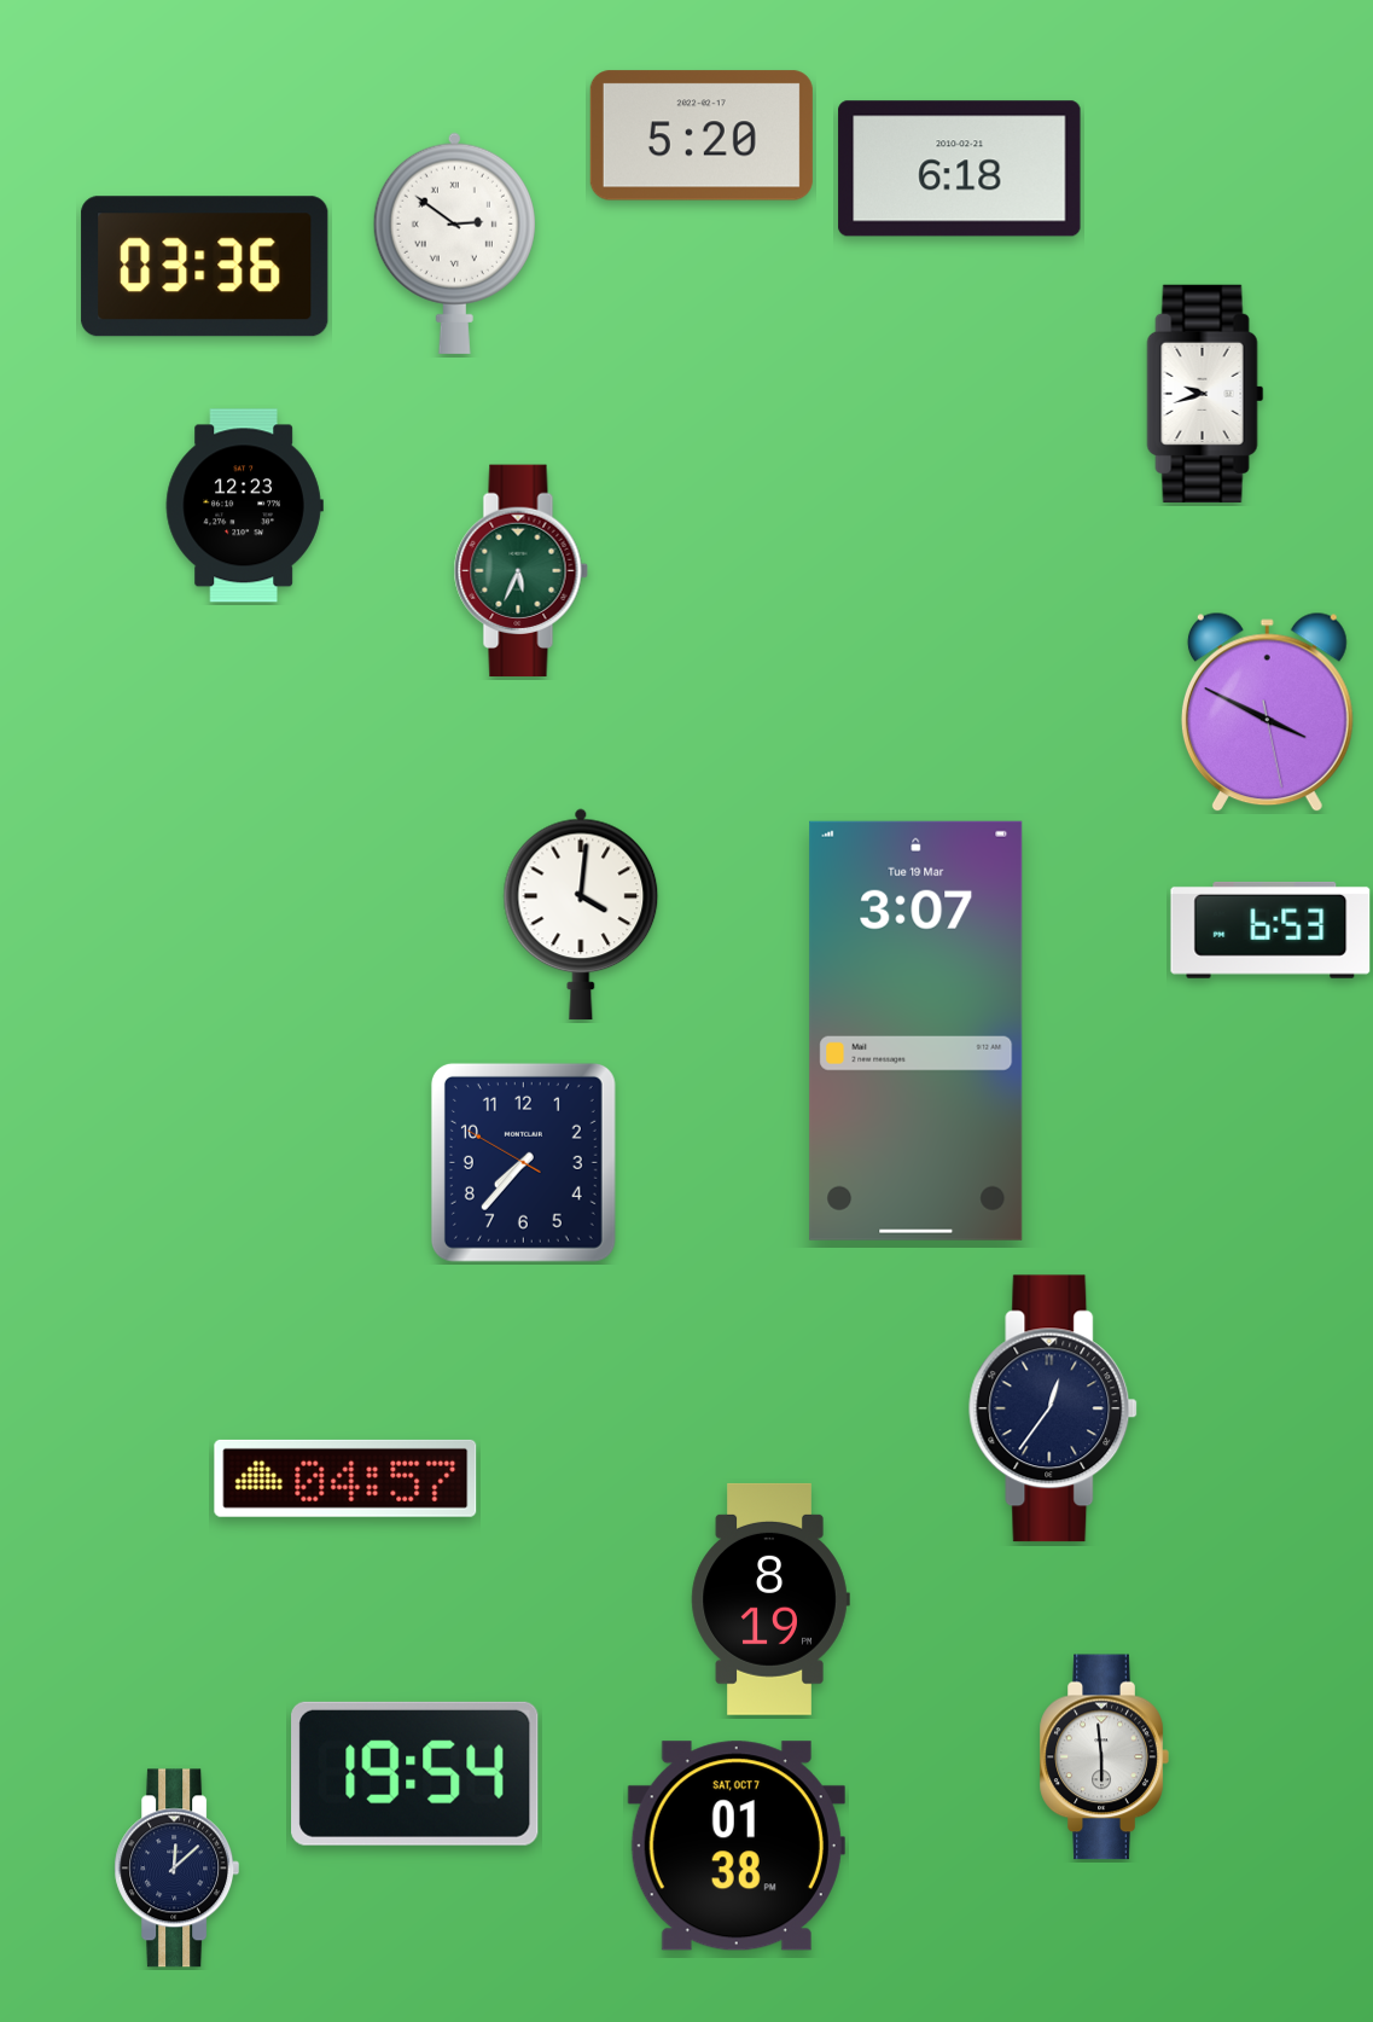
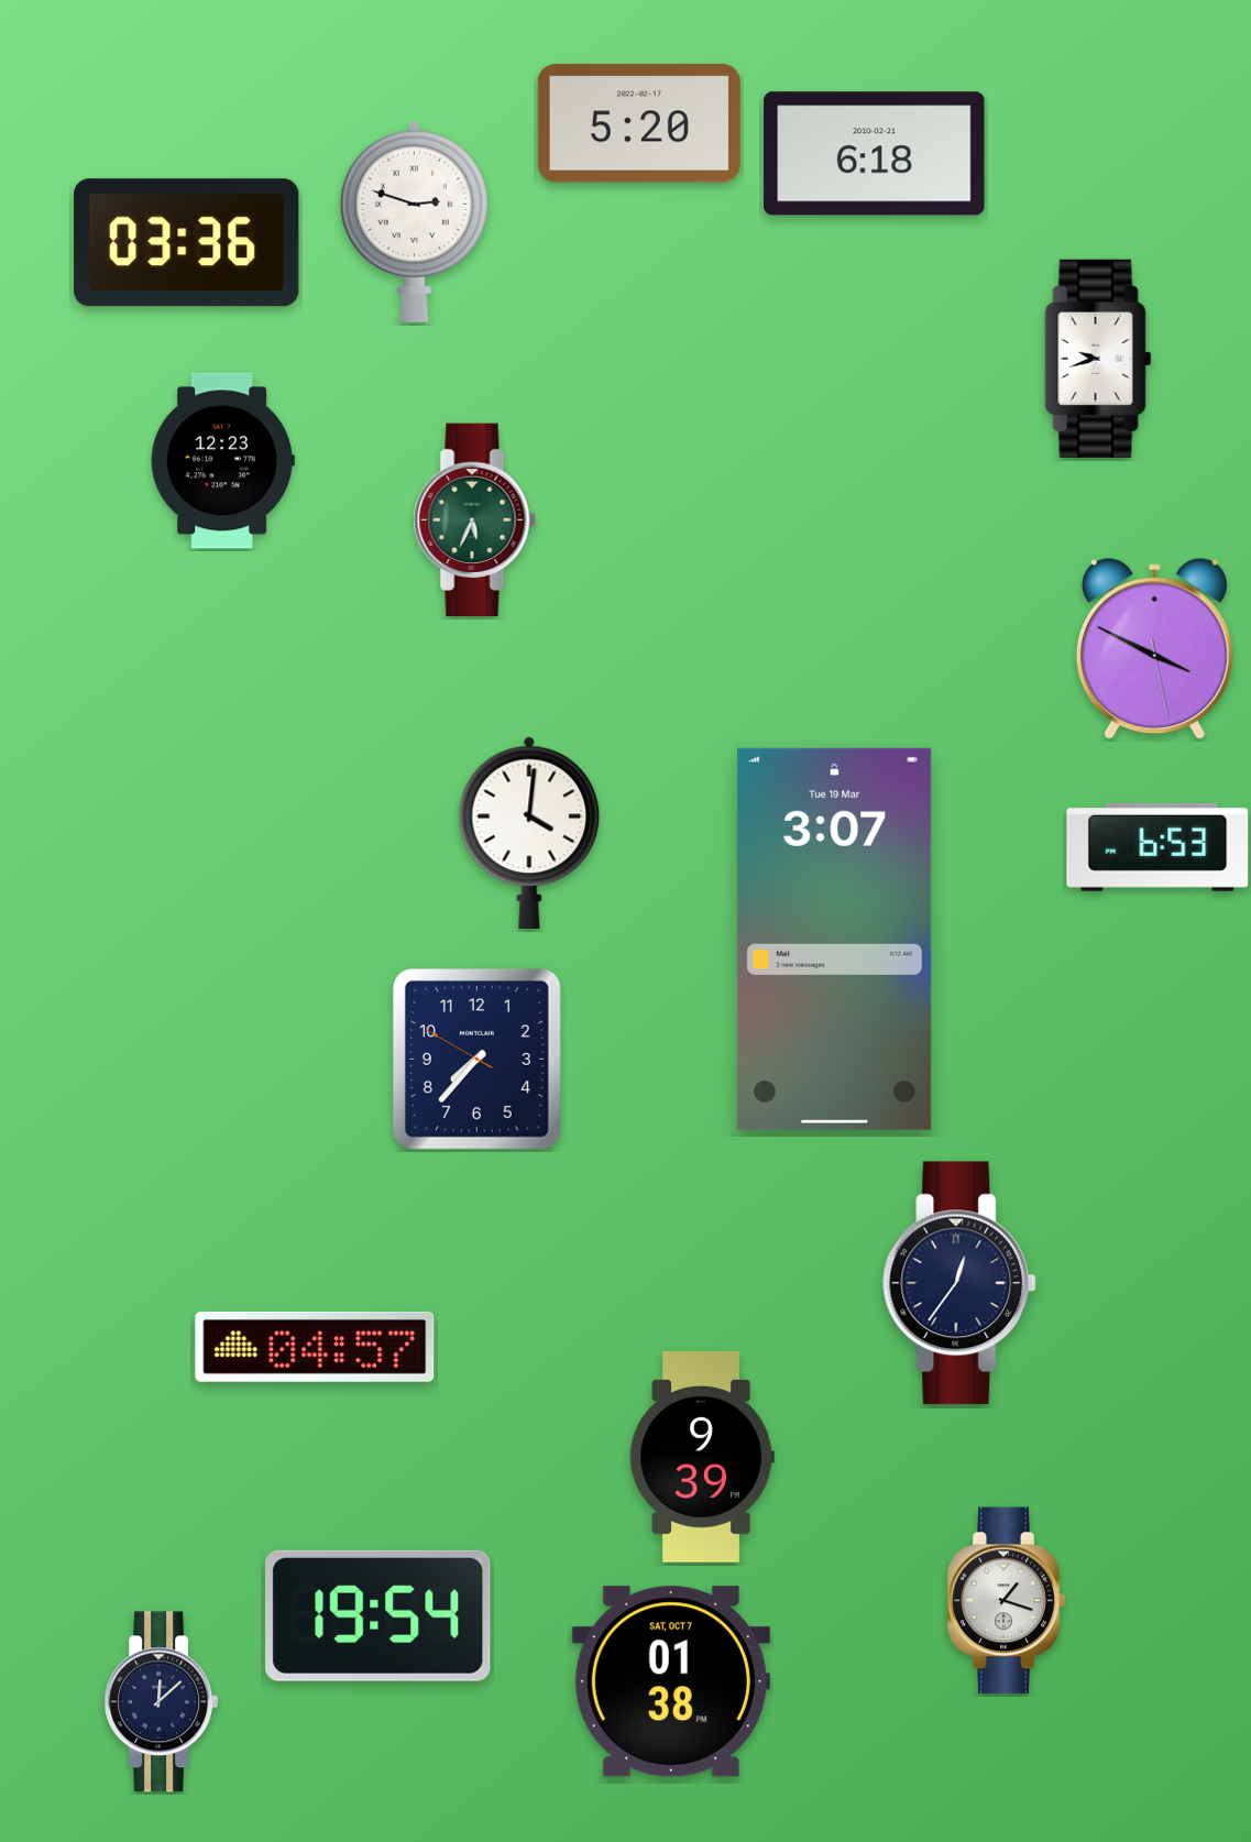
clock at (454, 243): 2:51 -> 2:48
clock at (770, 1599): 8:19 -> 9:39
clock at (1104, 1757): 5:59 -> 1:18
